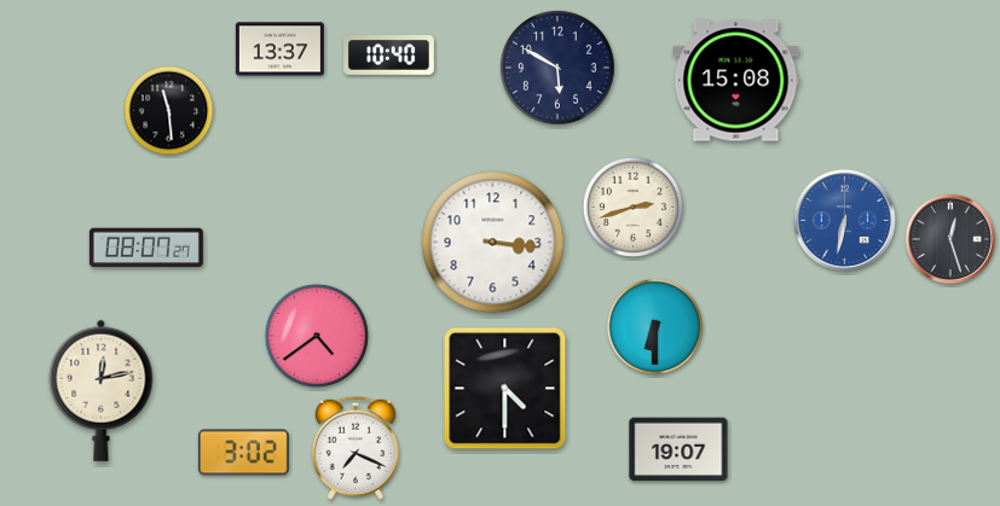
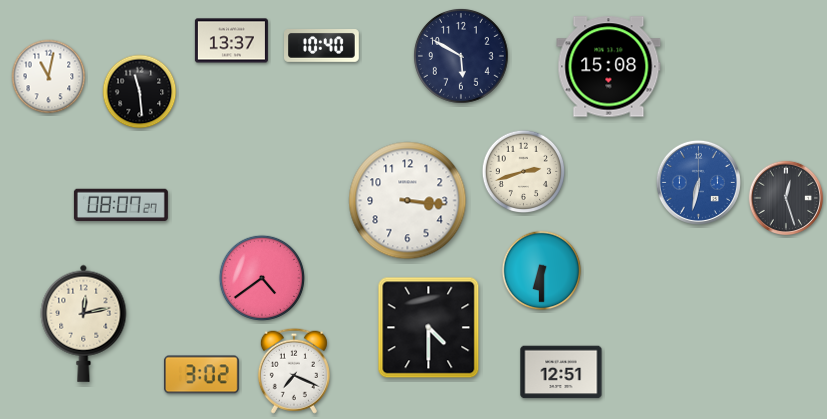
clock at (49, 77): none -> 11:02
clock at (505, 389) position: (505, 389) -> (429, 328)
clock at (678, 449): 19:07 -> 12:51
